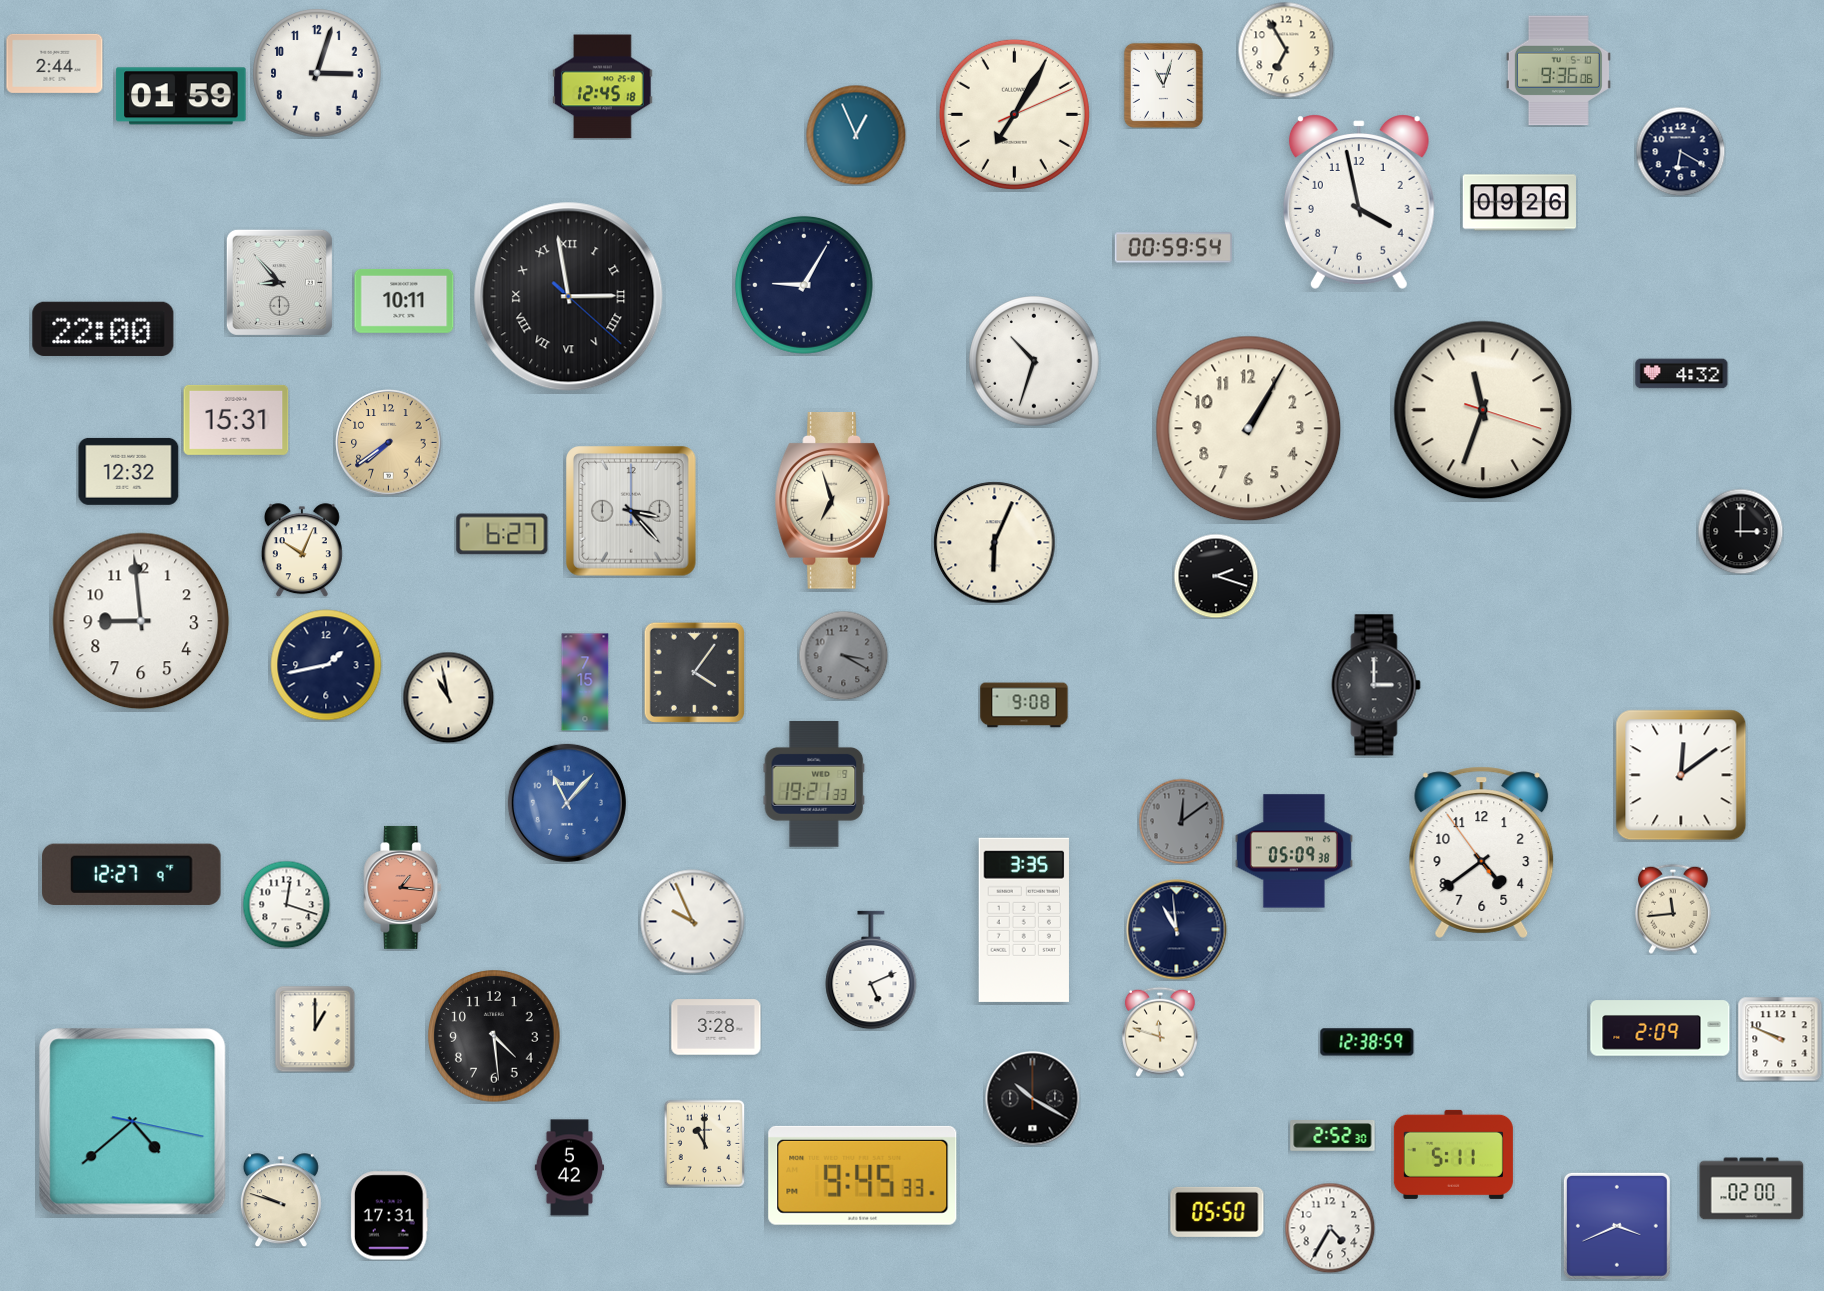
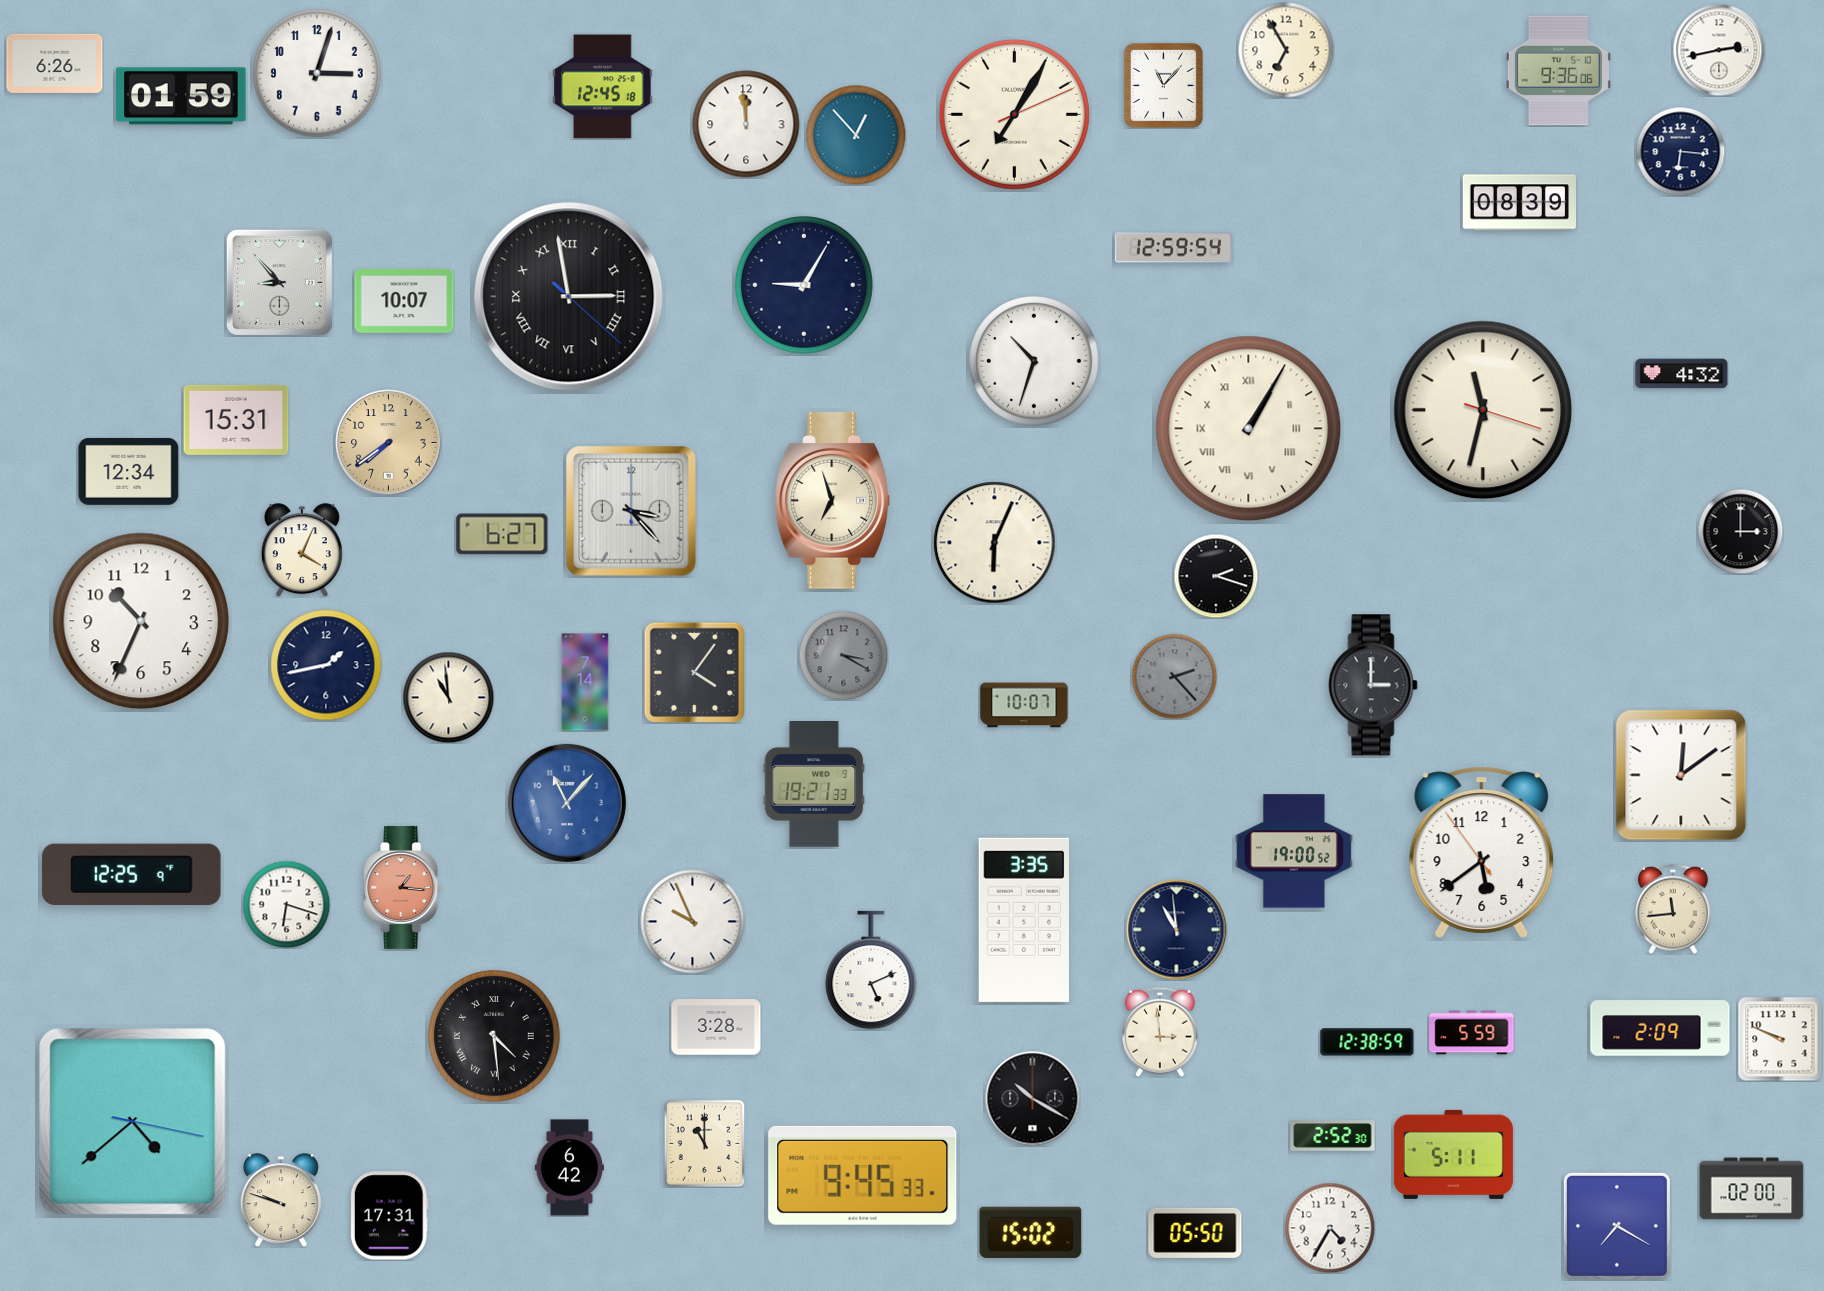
clock at (1719, 50): none -> 2:43
clock at (55, 63): 2:44 -> 6:26
clock at (1163, 85): 11:03 -> 11:07
clock at (746, 124): none -> 11:59
clock at (856, 135): 12:56 -> 12:53
clock at (1680, 151): 6:20 -> 6:16
clock at (1359, 202): 3:58 -> none
clock at (1520, 203): 09:26 -> 08:39
clock at (1173, 248): 00:59 -> 12:59
clock at (404, 301): 10:11 -> 10:07
clock at (103, 329): 22:00 -> none
clock at (1483, 410): 11:33 -> 11:32
clock at (1249, 429) numerals: Arabic -> Roman
clock at (129, 471): 12:32 -> 12:34
clock at (302, 550): 10:04 -> 4:04
clock at (141, 621): 8:59 -> 10:34
clock at (1174, 676): none -> 2:23
clock at (585, 682): 7:15 -> 7:14
clock at (1376, 685) position: (1376, 685) -> (1373, 685)
clock at (448, 697): 10:58 -> 10:59
clock at (1024, 705): 9:08 -> 10:07
clock at (1181, 821): 12:09 -> none
clock at (1294, 851): 05:09 -> 19:00
clock at (1482, 852): 4:38 -> 5:38
clock at (132, 874): 12:27 -> 12:25
clock at (286, 904): 12:18 -> 6:18
clock at (315, 1029): 1:00 -> none
clock at (1161, 1032): 11:48 -> 2:59
clock at (1472, 1033): none -> 5:59
clock at (495, 1037) numerals: Arabic -> Roman
clock at (569, 1168): 5:42 -> 6:42
clock at (1217, 1212) position: (1217, 1212) -> (1195, 1233)
clock at (1617, 1226): 3:41 -> 7:20
clock at (1031, 1232): none -> 15:02
